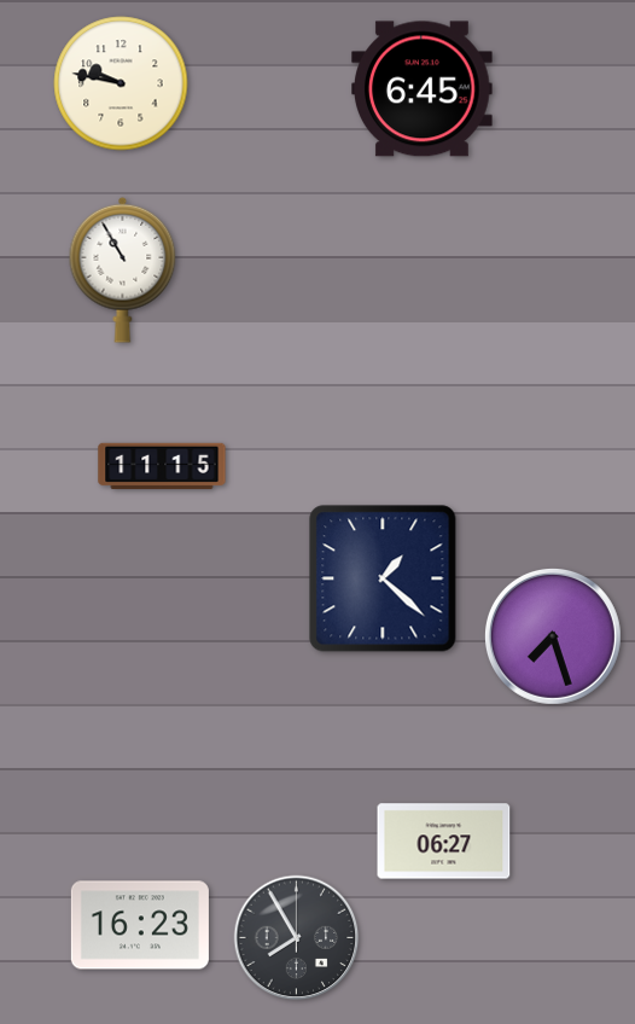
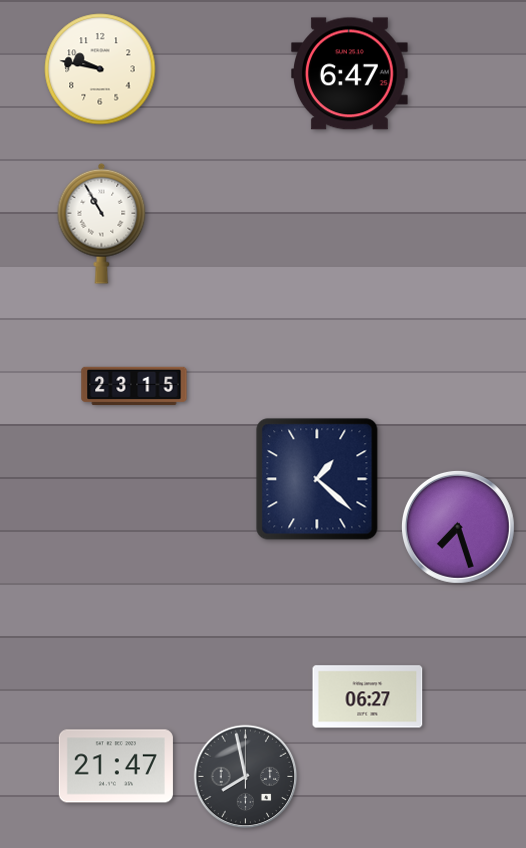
clock at (423, 89): 6:45 -> 6:47
clock at (162, 466): 11:15 -> 23:15
clock at (140, 925): 16:23 -> 21:47
clock at (297, 938): 7:55 -> 7:58
